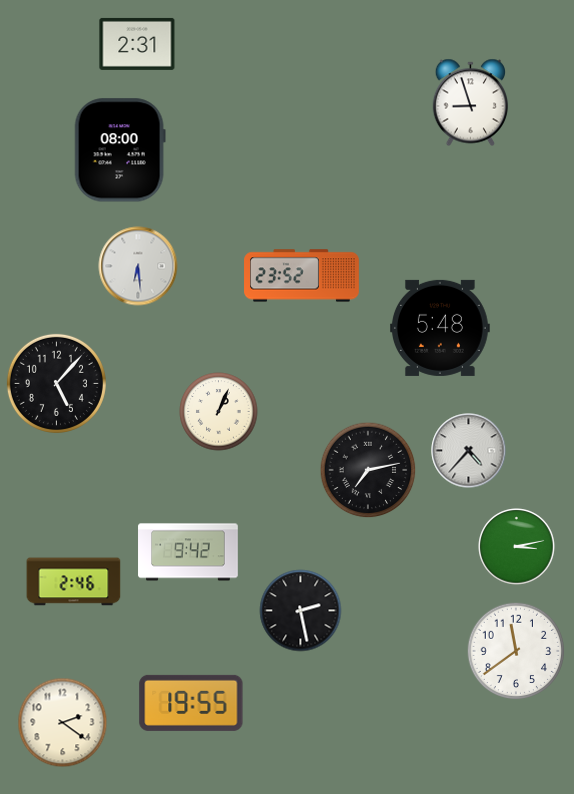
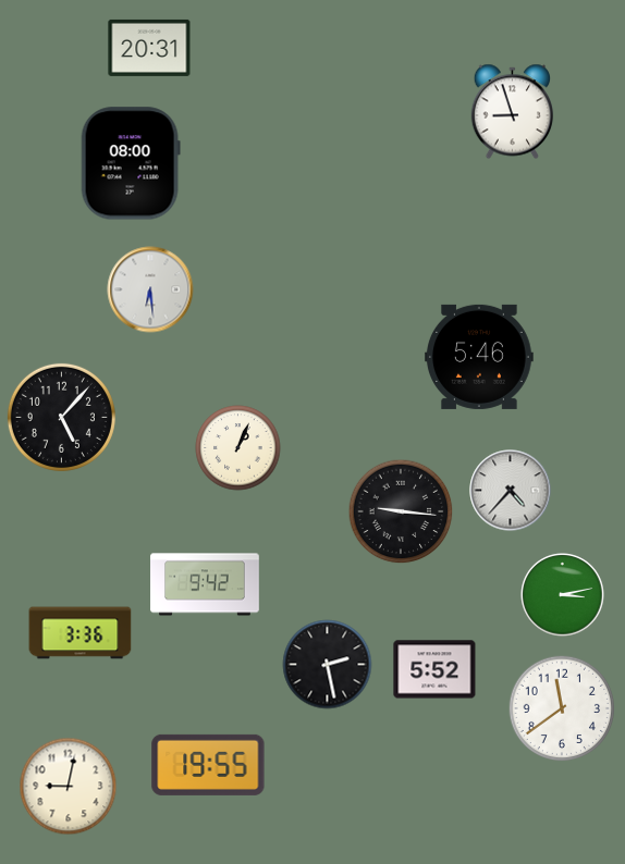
clock at (137, 44): 2:31 -> 20:31
clock at (302, 276): 23:52 -> none
clock at (441, 328): 5:48 -> 5:46
clock at (368, 470): 7:13 -> 9:16
clock at (188, 552) position: (188, 552) -> (205, 584)
clock at (74, 582): 2:46 -> 3:36
clock at (434, 669): none -> 5:52
clock at (63, 723): 2:21 -> 9:02
